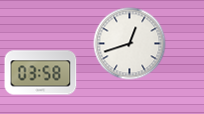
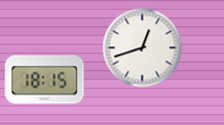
clock at (41, 73): 03:58 -> 18:15
